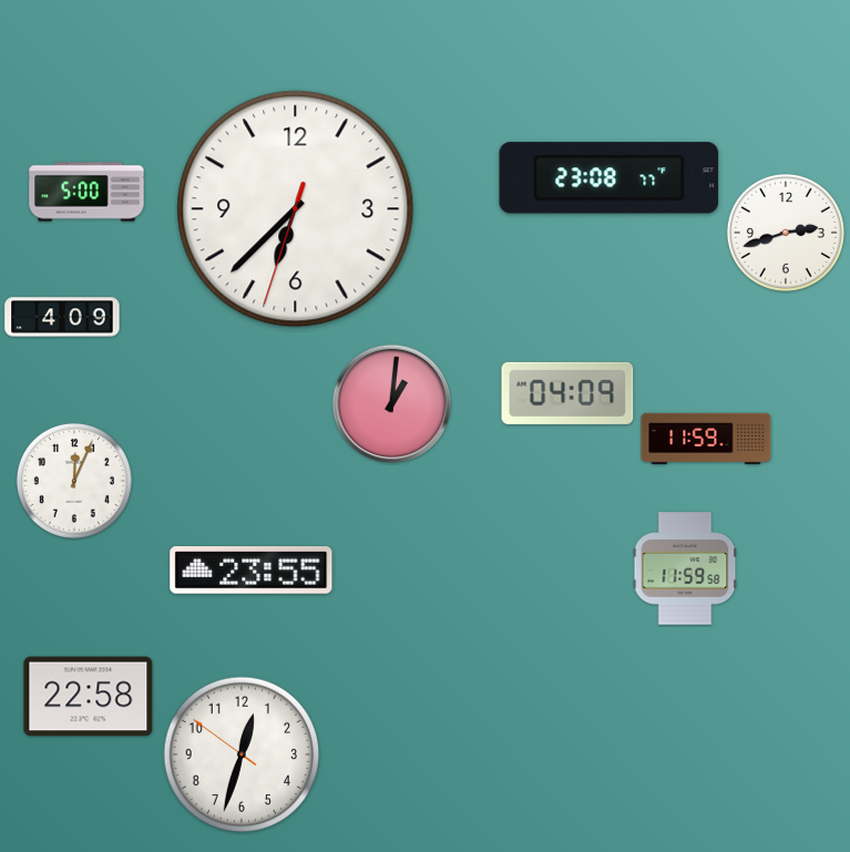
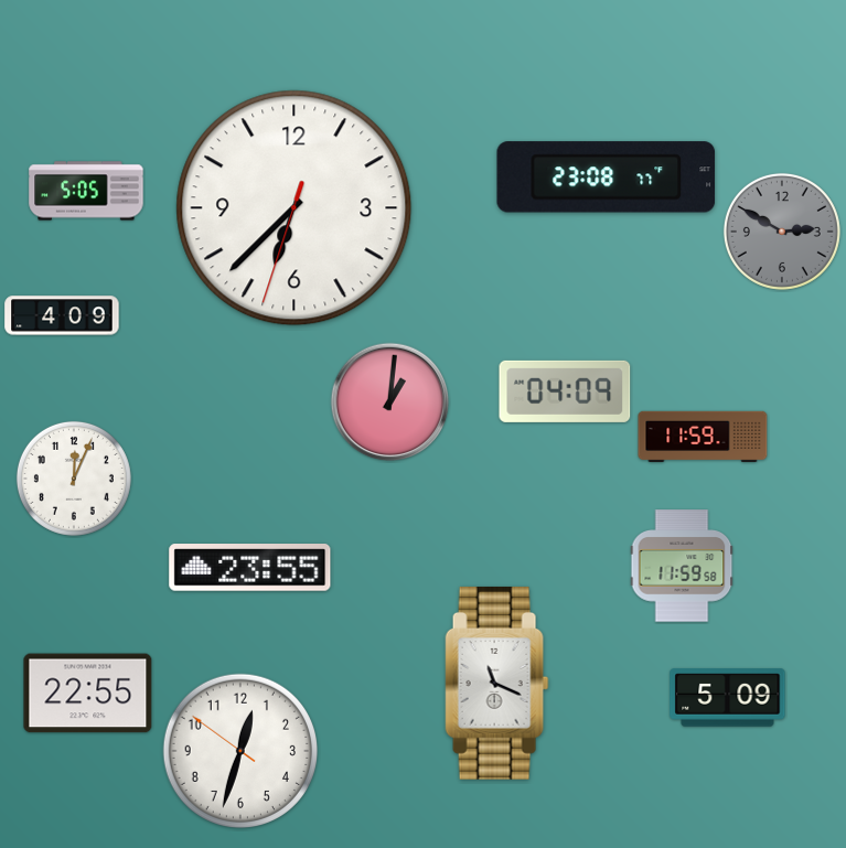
clock at (86, 192): 5:00 -> 5:05
clock at (786, 233): 2:42 -> 2:50
clock at (786, 233) dial: white -> grey
clock at (497, 683): none -> 11:19
clock at (89, 697): 22:58 -> 22:55
clock at (728, 698): none -> 5:09
